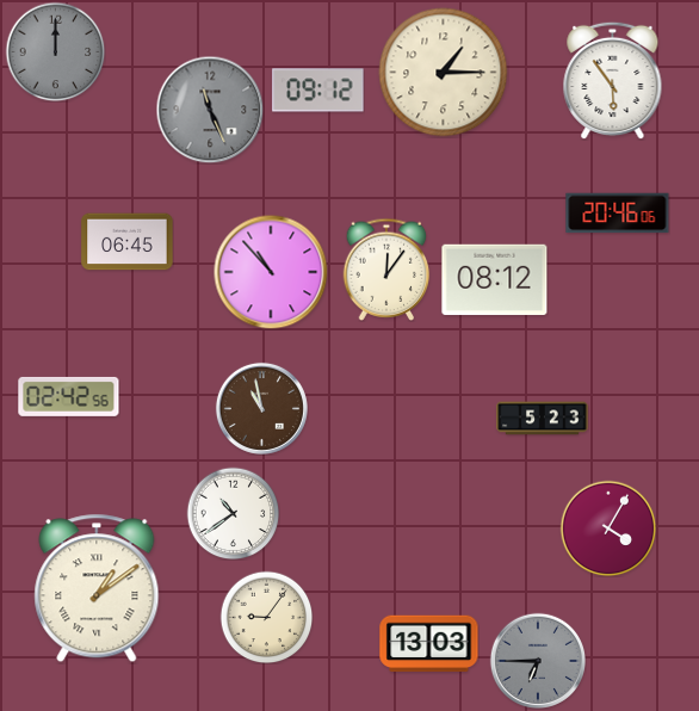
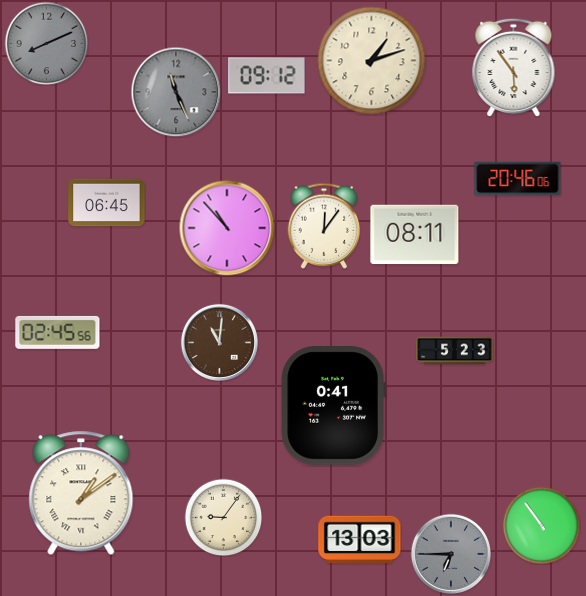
clock at (55, 51): 12:00 -> 8:11
clock at (444, 73): 1:15 -> 1:12
clock at (495, 280): 08:12 -> 08:11
clock at (69, 396): 02:42 -> 02:45
clock at (261, 408): 10:58 -> 11:01
clock at (333, 406): none -> 0:41
clock at (233, 513): 10:39 -> none
clock at (608, 528): 4:05 -> none
clock at (541, 525): none -> 10:54
